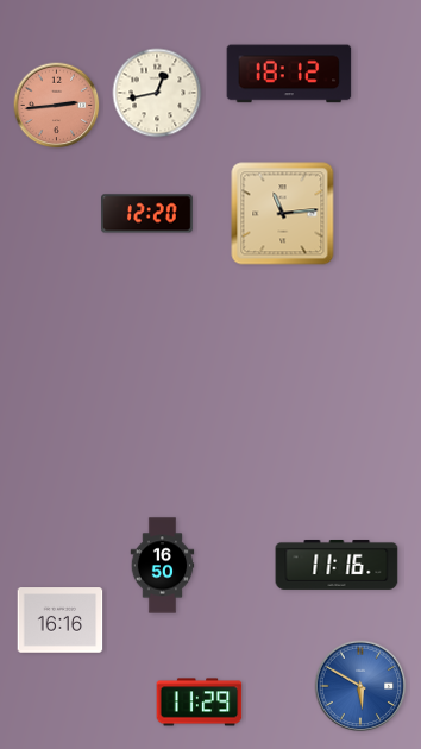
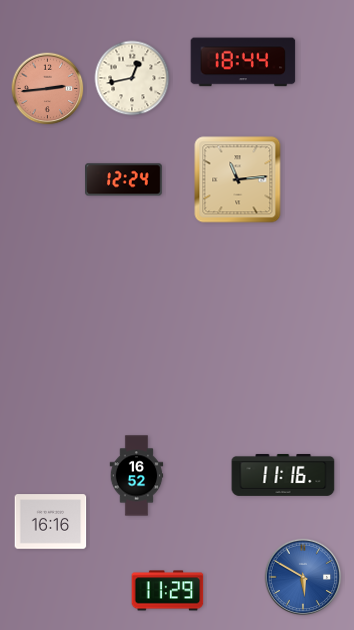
clock at (289, 74): 18:12 -> 18:44
clock at (147, 214): 12:20 -> 12:24
clock at (163, 566): 16:50 -> 16:52
